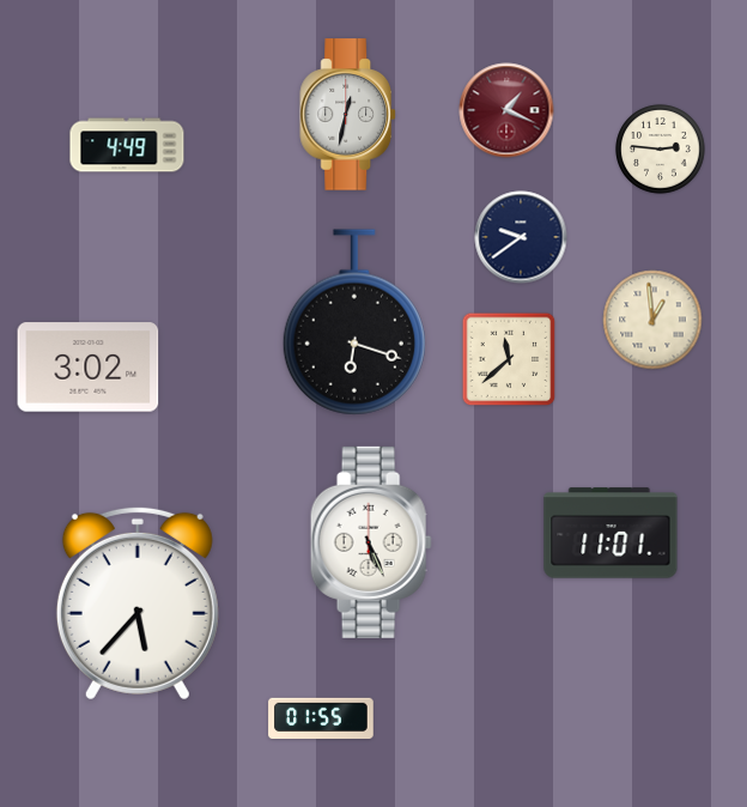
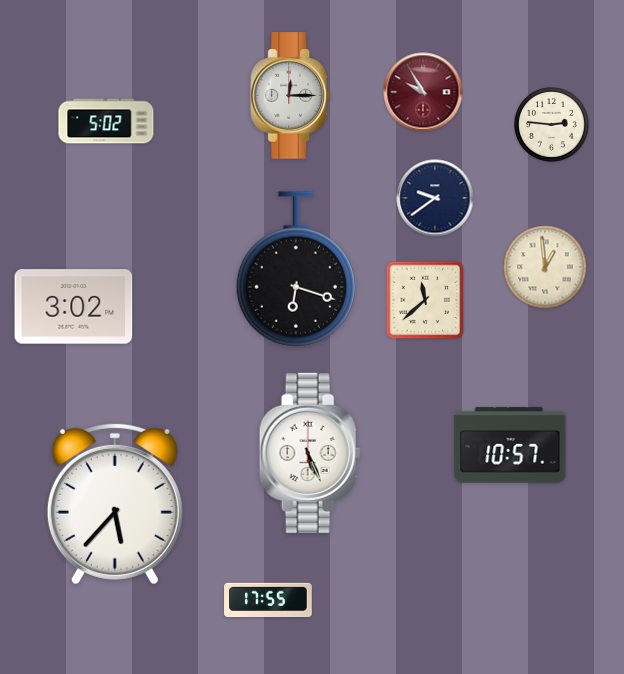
clock at (506, 110): 1:19 -> 9:55
clock at (347, 115): 12:32 -> 12:15
clock at (127, 145): 4:49 -> 5:02
clock at (611, 533): 11:01 -> 10:57
clock at (321, 717): 01:55 -> 17:55
